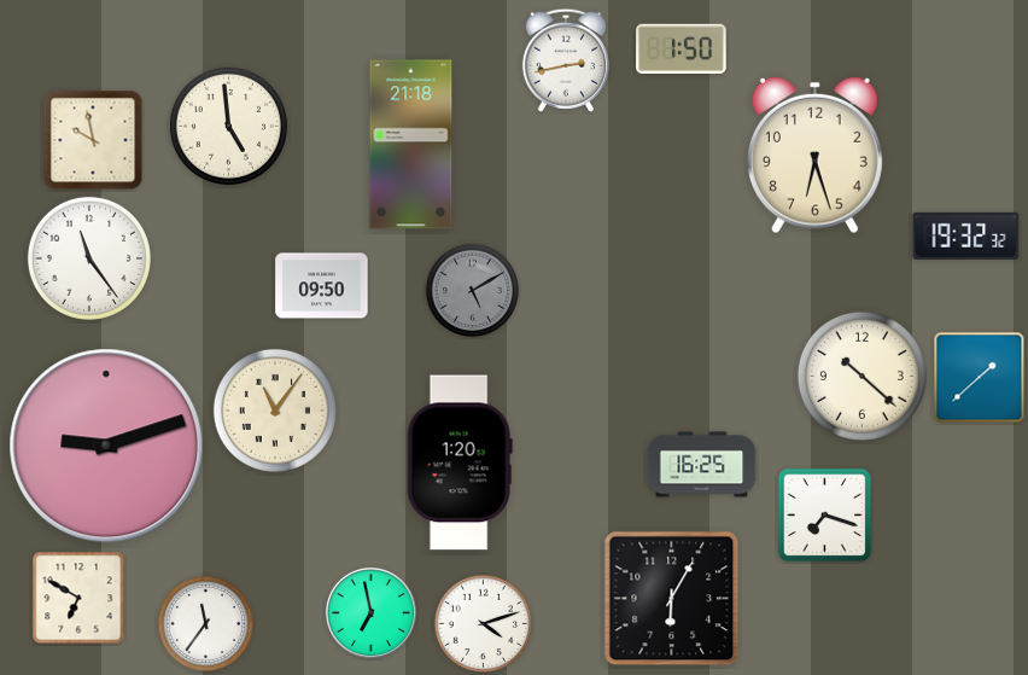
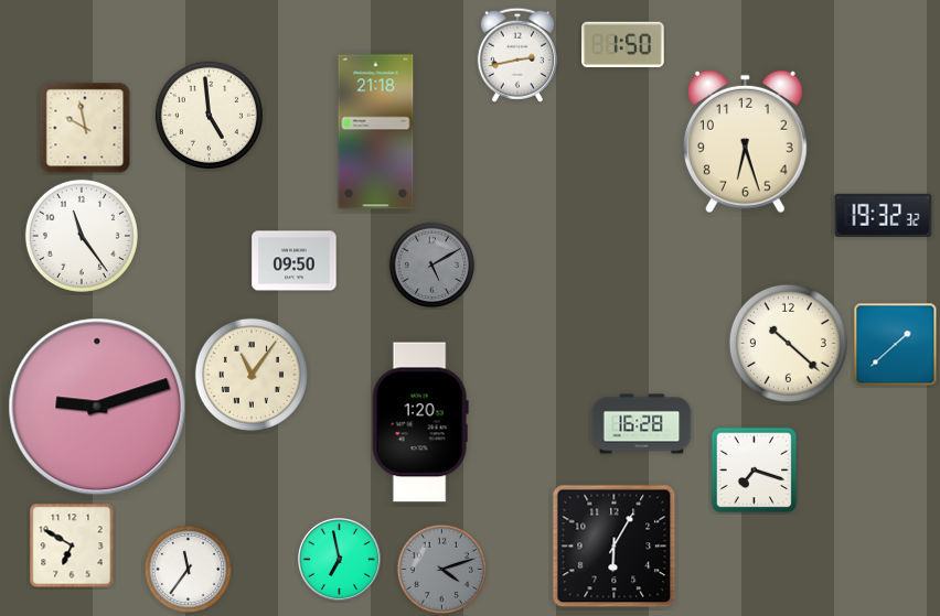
clock at (702, 465): 16:25 -> 16:28
clock at (484, 624) dial: white -> grey
